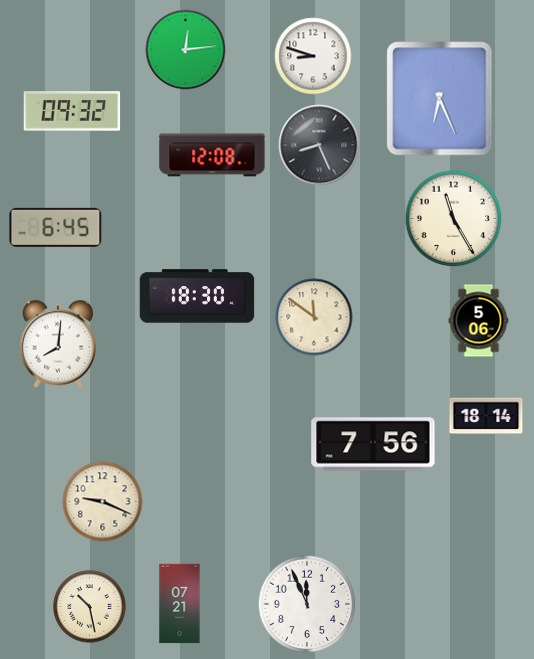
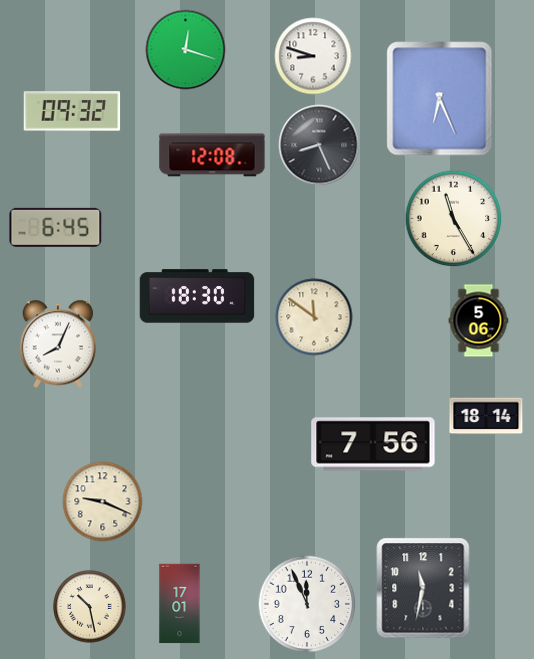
clock at (186, 50): 12:14 -> 12:18
clock at (58, 344): 8:01 -> 8:04
clock at (423, 588): none -> 11:32
clock at (180, 604): 07:21 -> 17:01
